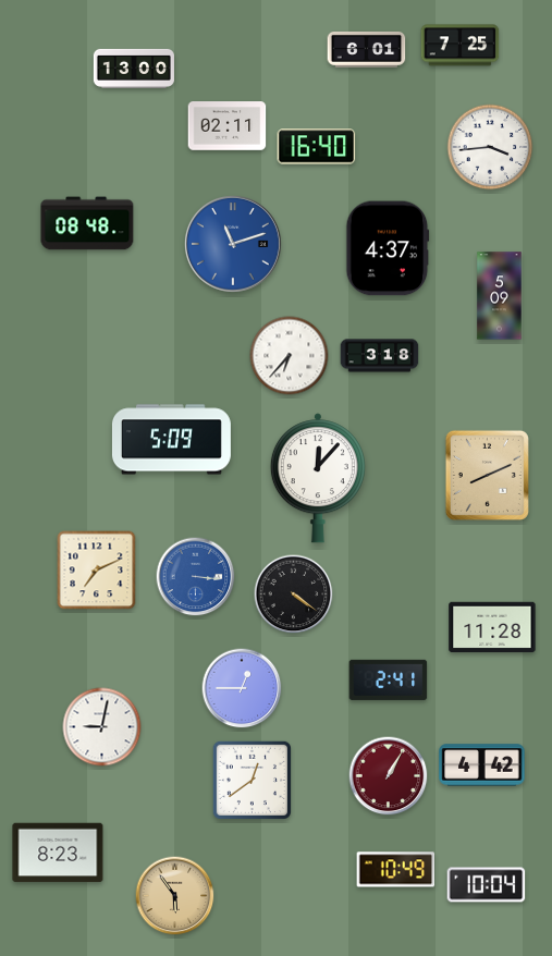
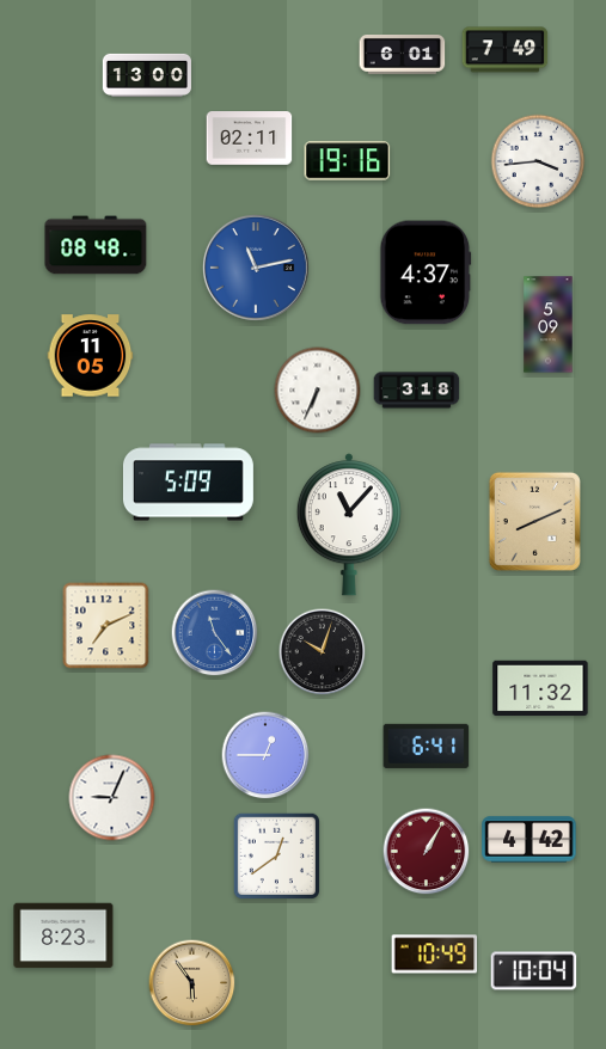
clock at (461, 46): 7:25 -> 7:49
clock at (317, 147): 16:40 -> 19:16
clock at (233, 244): 11:12 -> 11:13
clock at (91, 356): none -> 11:05
clock at (290, 356): 6:37 -> 6:34
clock at (318, 478): 12:07 -> 11:07
clock at (196, 577): 3:16 -> 11:24
clock at (294, 595): 4:21 -> 10:03
clock at (492, 627): 11:28 -> 11:32
clock at (389, 679): 2:41 -> 6:41
clock at (102, 727): 9:02 -> 9:04
